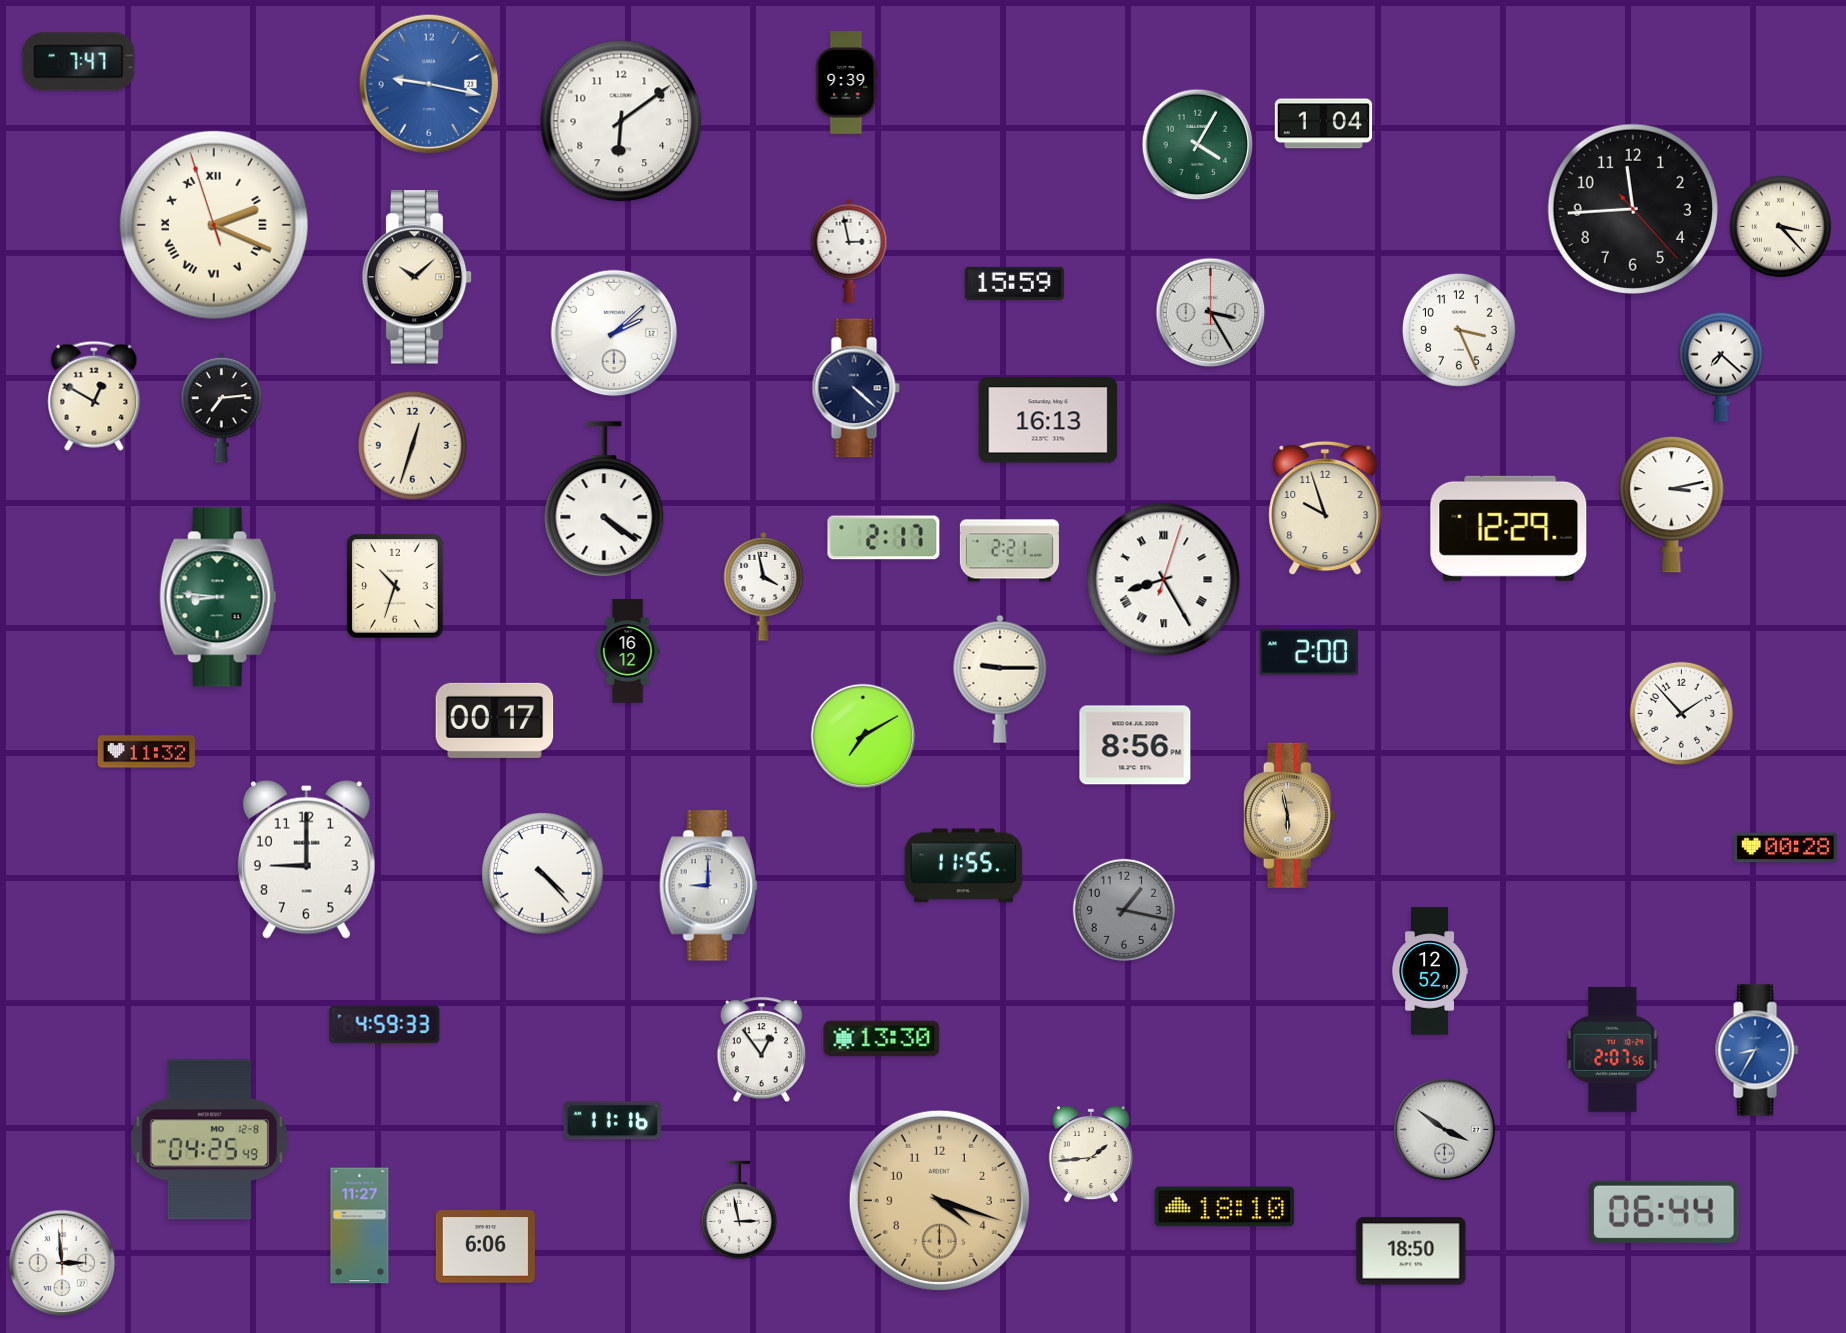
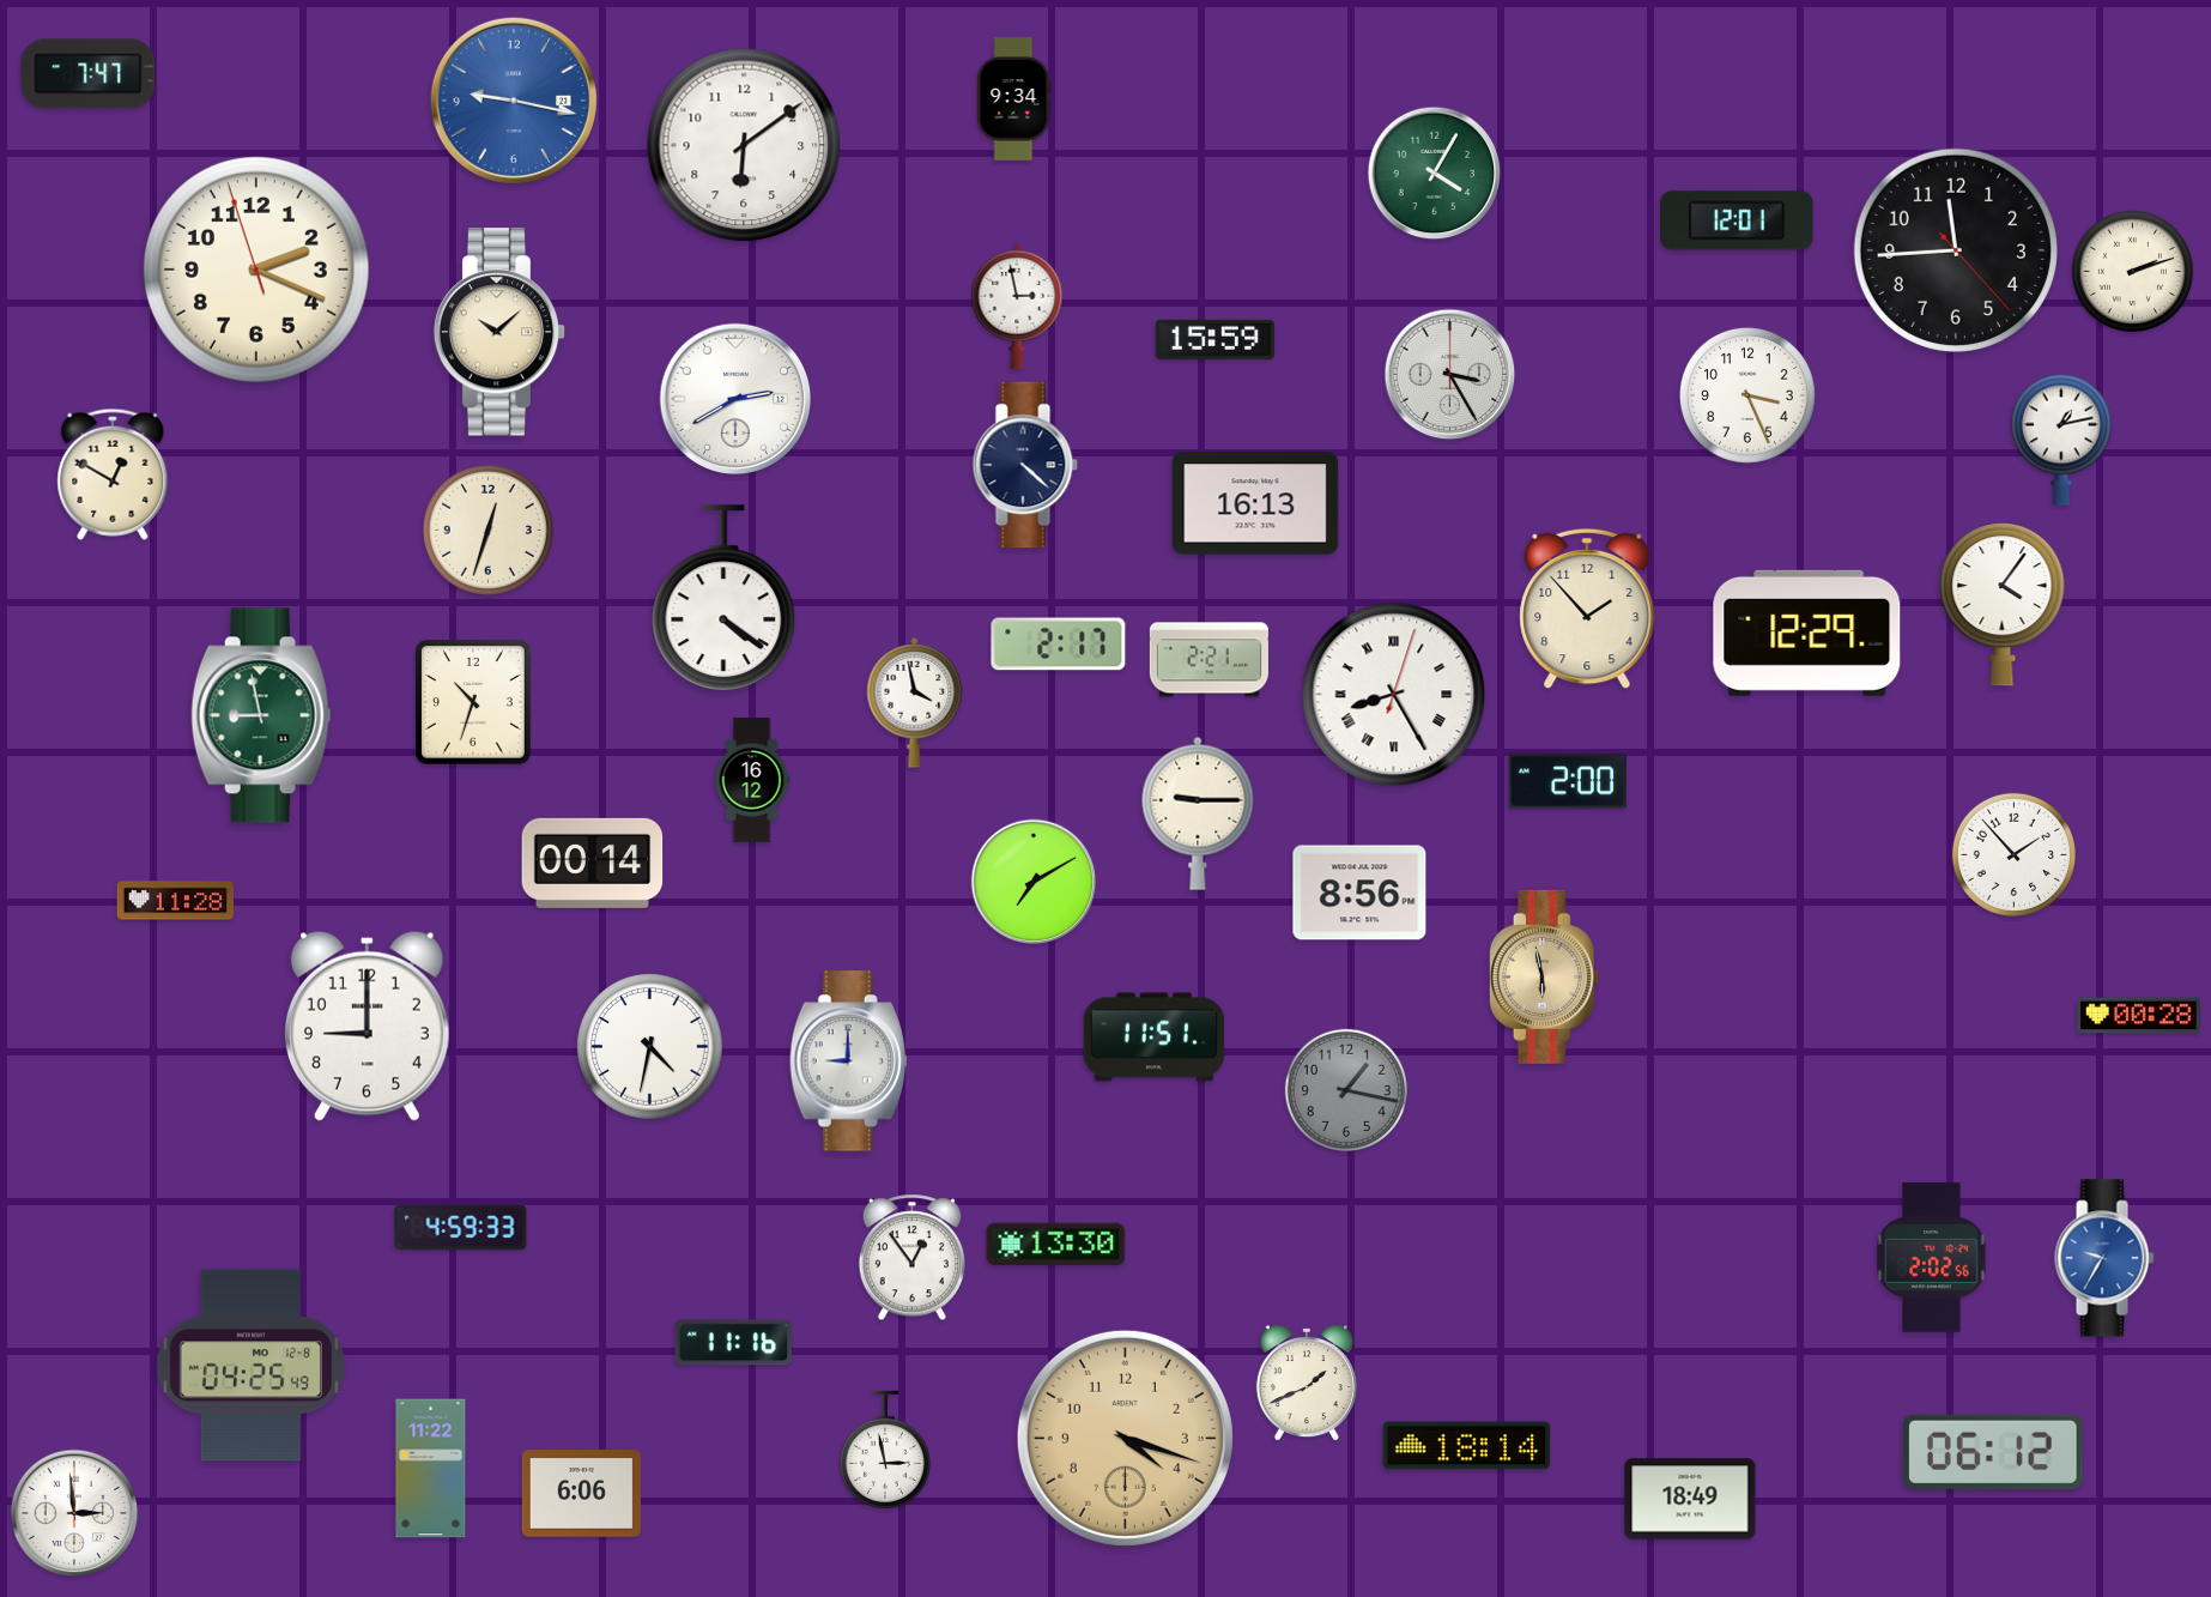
clock at (79, 62) position: (79, 62) -> (89, 74)
clock at (847, 83): 9:39 -> 9:34
clock at (1324, 124): 1:04 -> none
clock at (1737, 220): none -> 12:01
clock at (214, 225) numerals: Roman -> Arabic
clock at (1780, 226): 3:23 -> 2:12
clock at (849, 251) position: (849, 251) -> (1017, 307)
clock at (614, 333): 2:08 -> 2:40
clock at (1721, 367): 7:22 -> 1:13
clock at (222, 408): 7:14 -> none
clock at (412, 445) position: (412, 445) -> (487, 530)
clock at (1672, 505): 3:13 -> 4:06
clock at (1325, 508): 9:57 -> 1:53
clock at (218, 597): 8:46 -> 8:58
clock at (495, 720): 00:17 -> 00:14
clock at (146, 752): 11:32 -> 11:28
clock at (306, 859) position: (306, 859) -> (367, 1026)
clock at (964, 866): 11:55 -> 11:51
clock at (543, 874): 4:23 -> 4:32
clock at (1429, 971): 12:52 -> none
clock at (1613, 1049): 2:07 -> 2:02
clock at (1757, 1050): 8:35 -> 9:35
clock at (1445, 1130): 3:51 -> none
clock at (1091, 1155): 1:44 -> 1:41
clock at (1225, 1207): 18:10 -> 18:14
clock at (1664, 1212): 06:44 -> 06:12
clock at (360, 1226): 11:27 -> 11:22
clock at (1411, 1251): 18:50 -> 18:49
